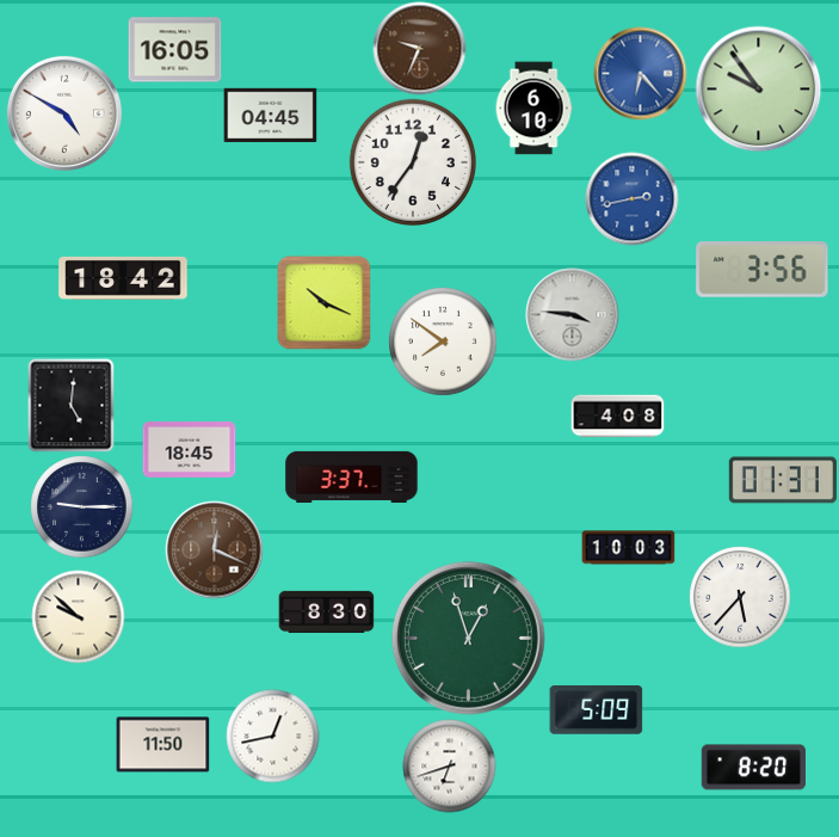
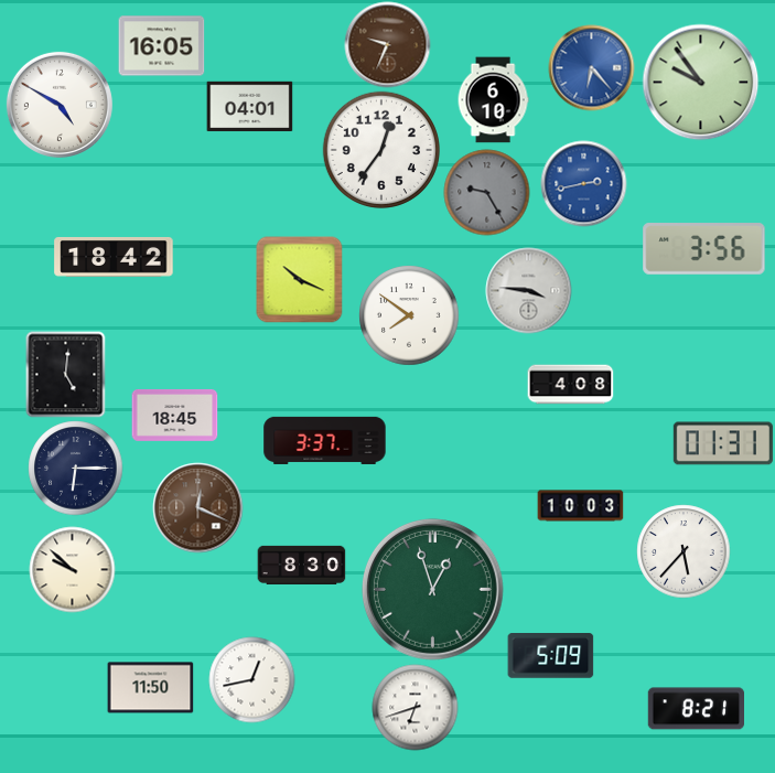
clock at (270, 116): 04:45 -> 04:01
clock at (486, 192): none -> 9:25
clock at (81, 506): 9:15 -> 6:15
clock at (753, 768): 8:20 -> 8:21
